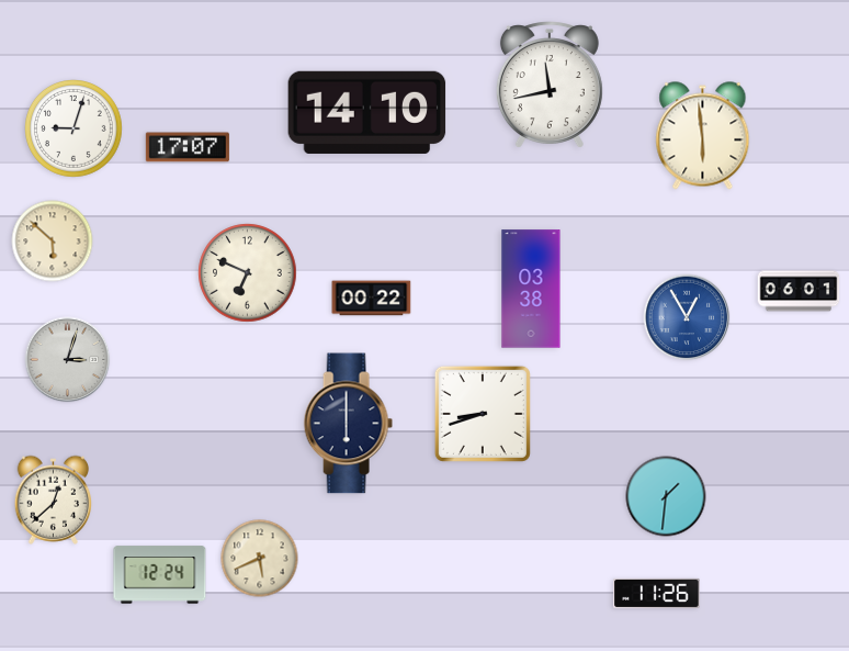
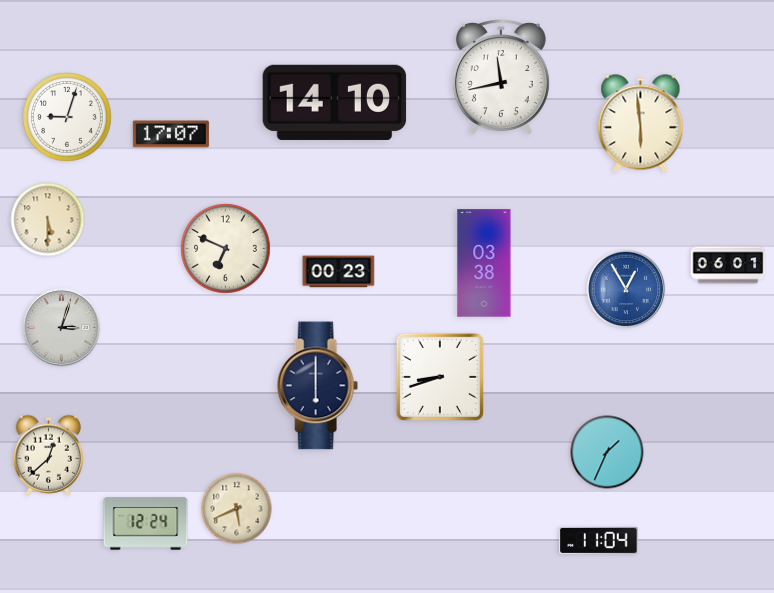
clock at (53, 242): 5:52 -> 5:30
clock at (372, 299): 00:22 -> 00:23
clock at (666, 496): 1:31 -> 1:34
clock at (657, 593): 11:26 -> 11:04
